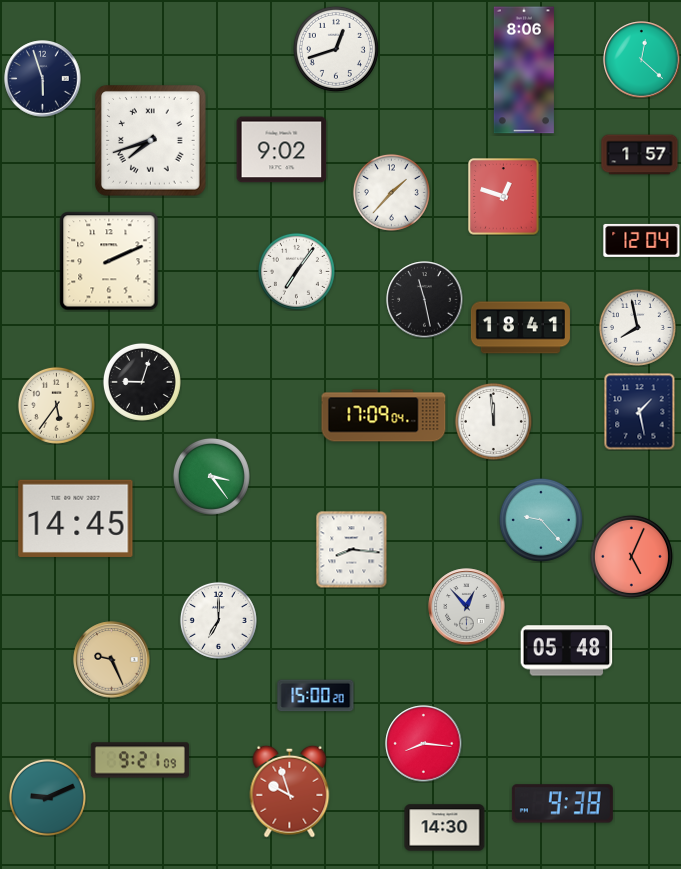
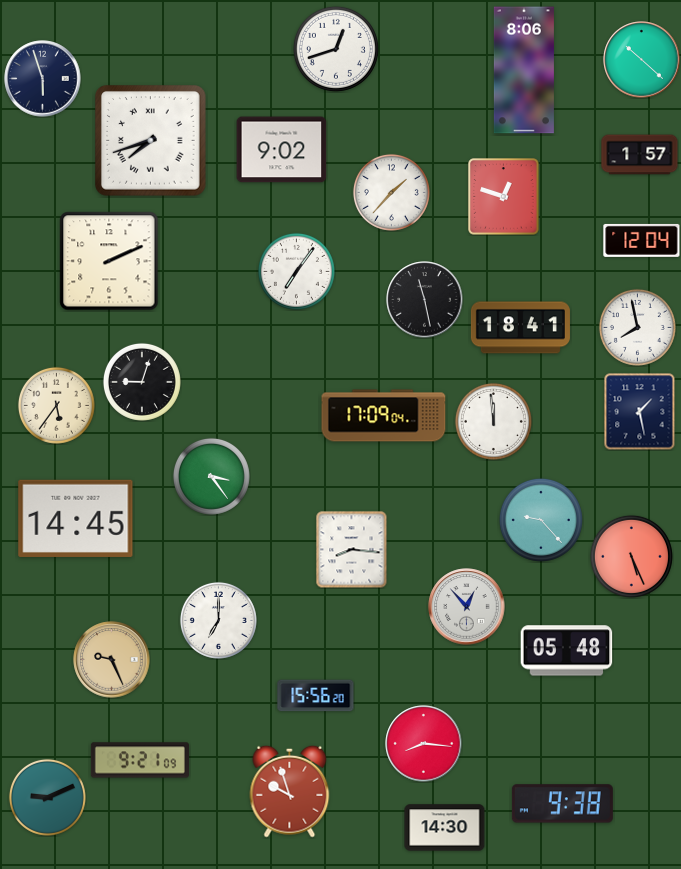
clock at (642, 60): 12:22 -> 10:22
clock at (631, 556): 5:04 -> 5:26
clock at (316, 696): 15:00 -> 15:56
